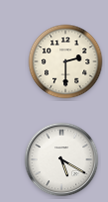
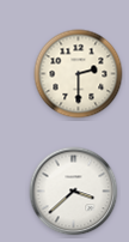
clock at (62, 160): 5:20 -> 3:38
